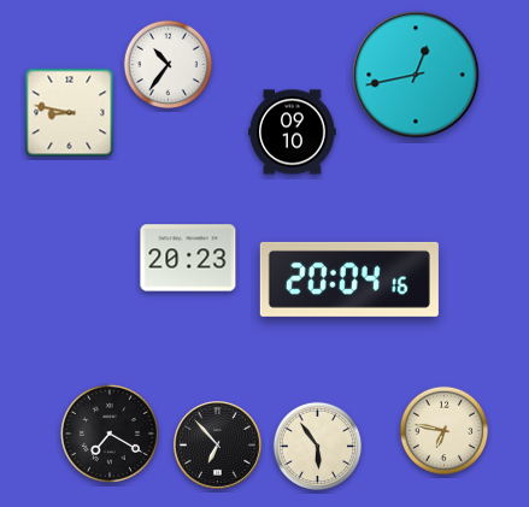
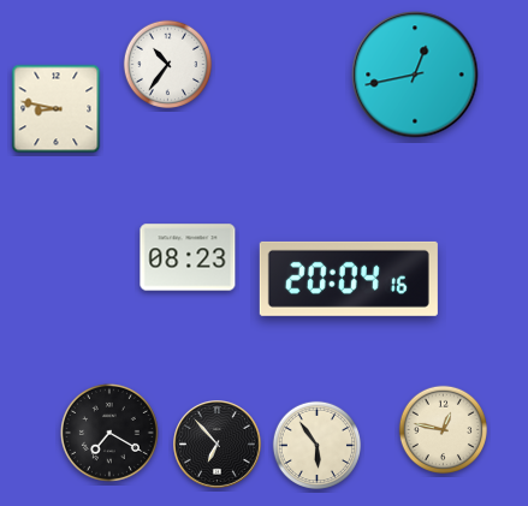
clock at (70, 113) position: (70, 113) -> (57, 109)
clock at (293, 132): 09:10 -> none
clock at (188, 258): 20:23 -> 08:23
clock at (445, 431): 6:47 -> 12:47
